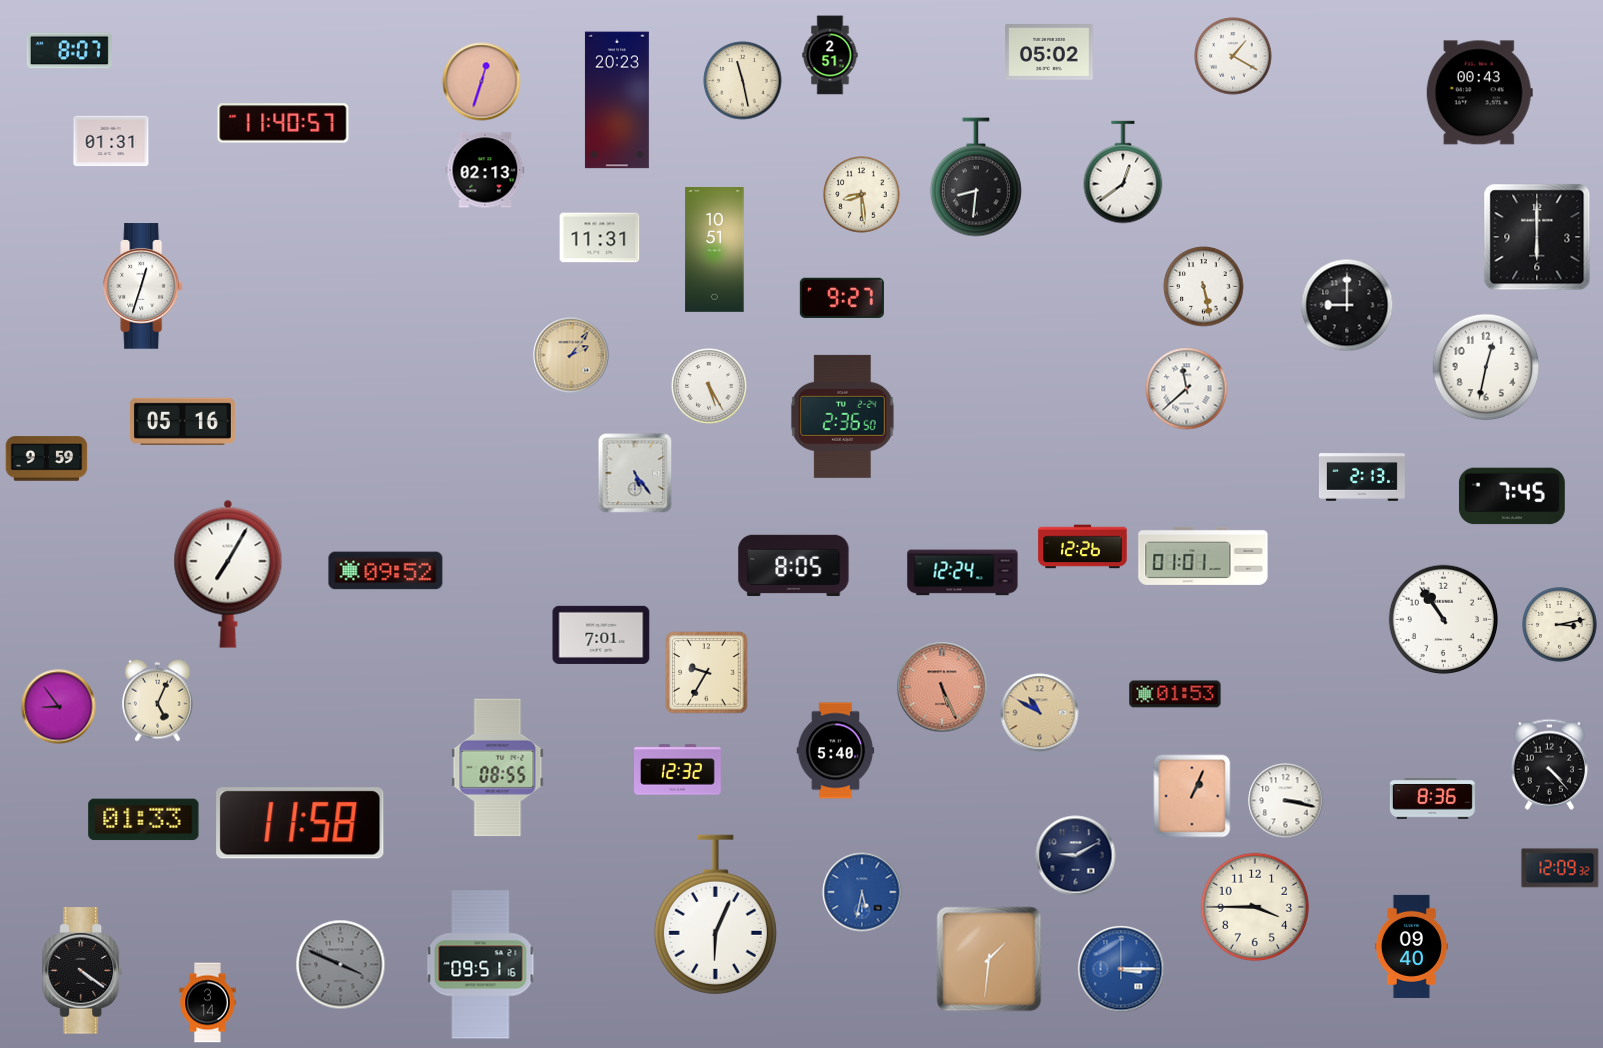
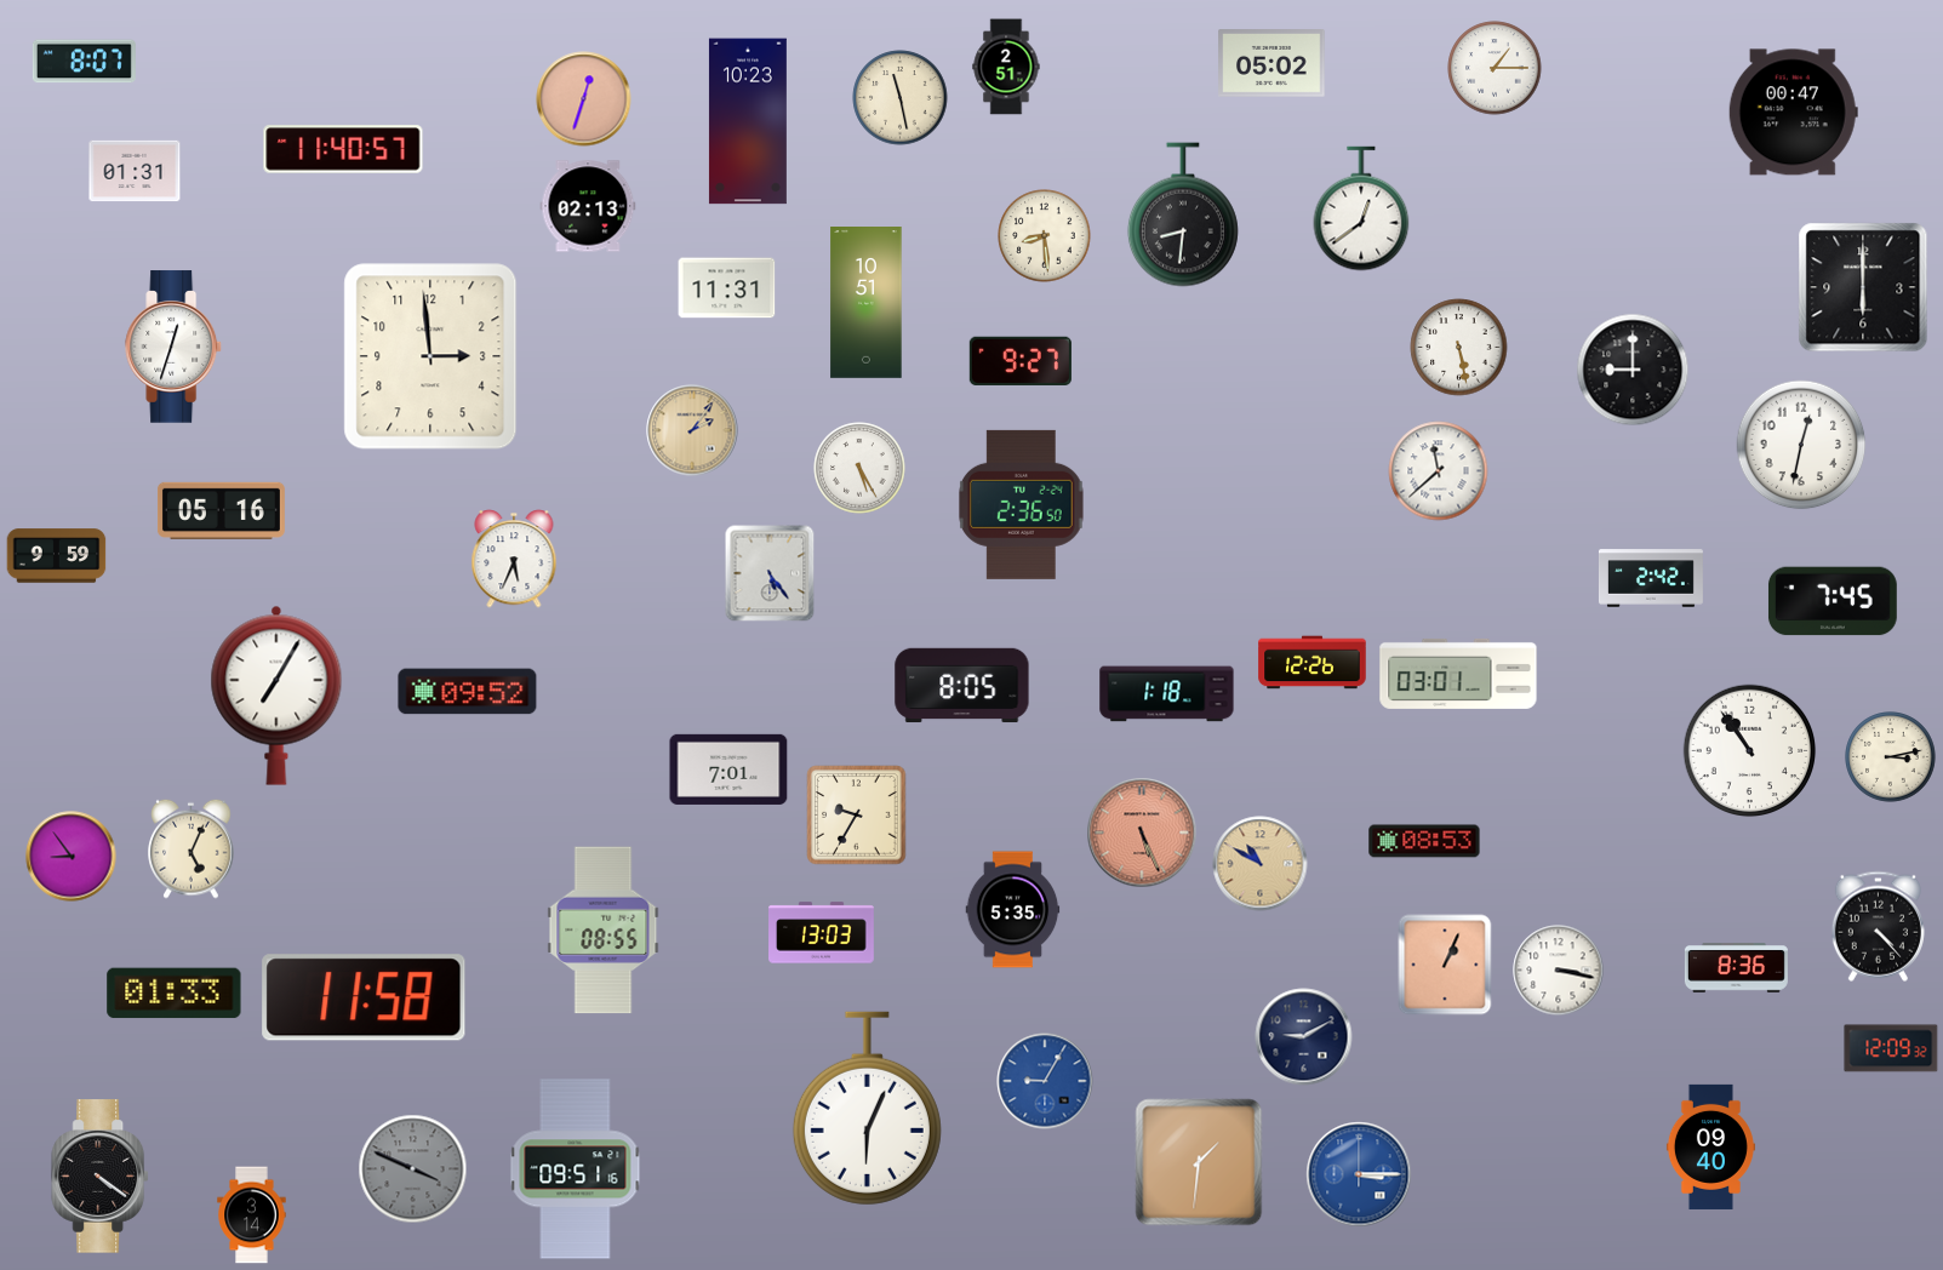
clock at (1233, 56): 1:20 -> 1:15
clock at (1479, 93): 00:43 -> 00:47
clock at (617, 100): 20:23 -> 10:23
clock at (430, 356): none -> 2:59
clock at (514, 559): none -> 5:34
clock at (1362, 477): 2:13 -> 2:42
clock at (1203, 556): 01:01 -> 03:01
clock at (963, 573): 12:24 -> 1:18
clock at (1175, 694): 01:53 -> 08:53
clock at (836, 751): 5:40 -> 5:35
clock at (678, 770): 12:32 -> 13:03
clock at (1560, 868) position: (1560, 868) -> (1891, 1048)
clock at (862, 892): 5:32 -> 9:05
clock at (1255, 907): 3:45 -> none
clock at (481, 965) position: (481, 965) -> (576, 1169)
